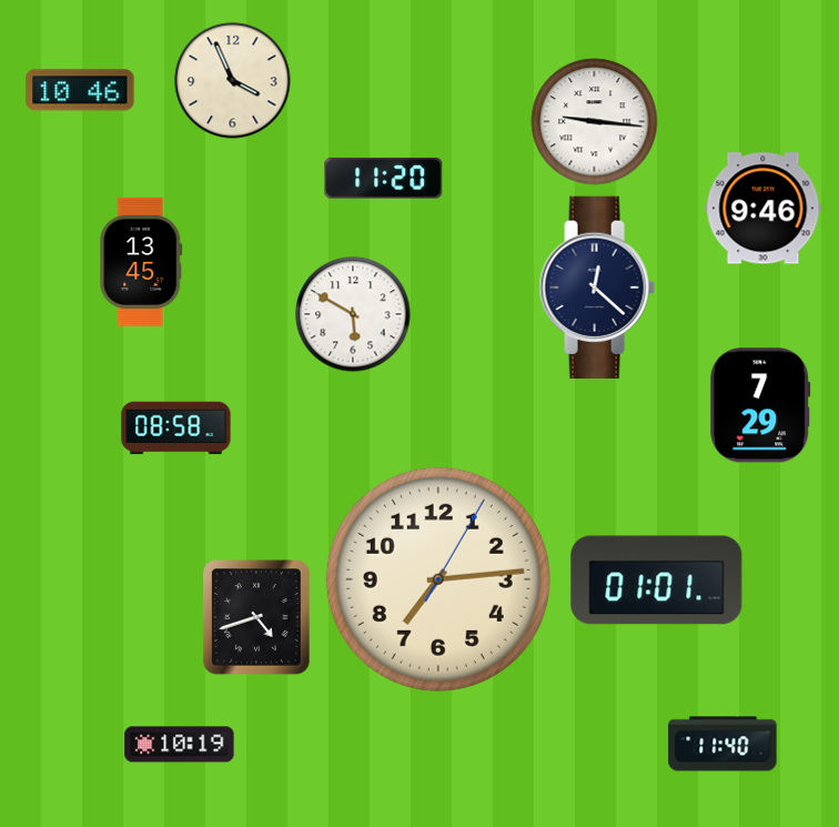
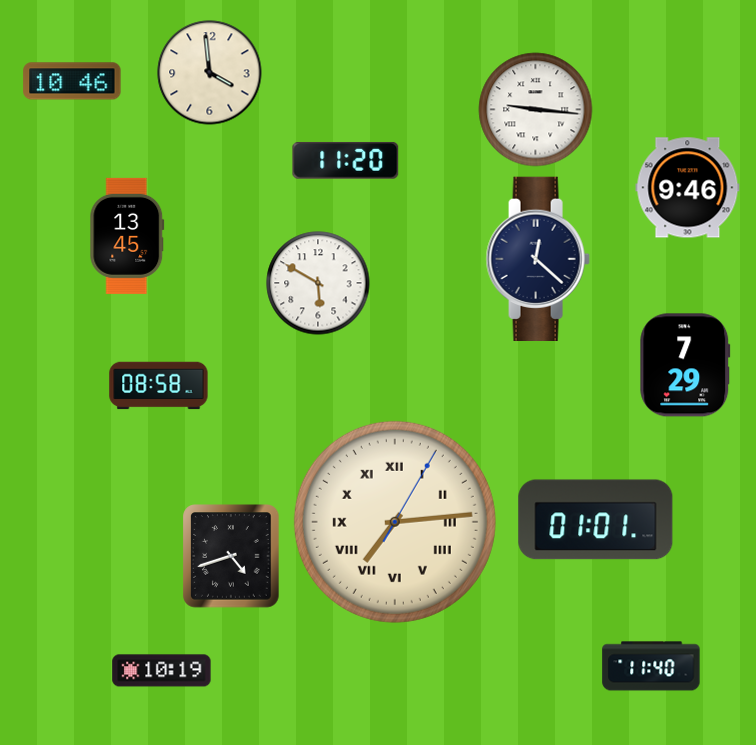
clock at (233, 81): 3:56 -> 3:59
clock at (438, 579) numerals: Arabic -> Roman
clock at (657, 581) position: (657, 581) -> (596, 520)
clock at (722, 744) position: (722, 744) -> (651, 666)
